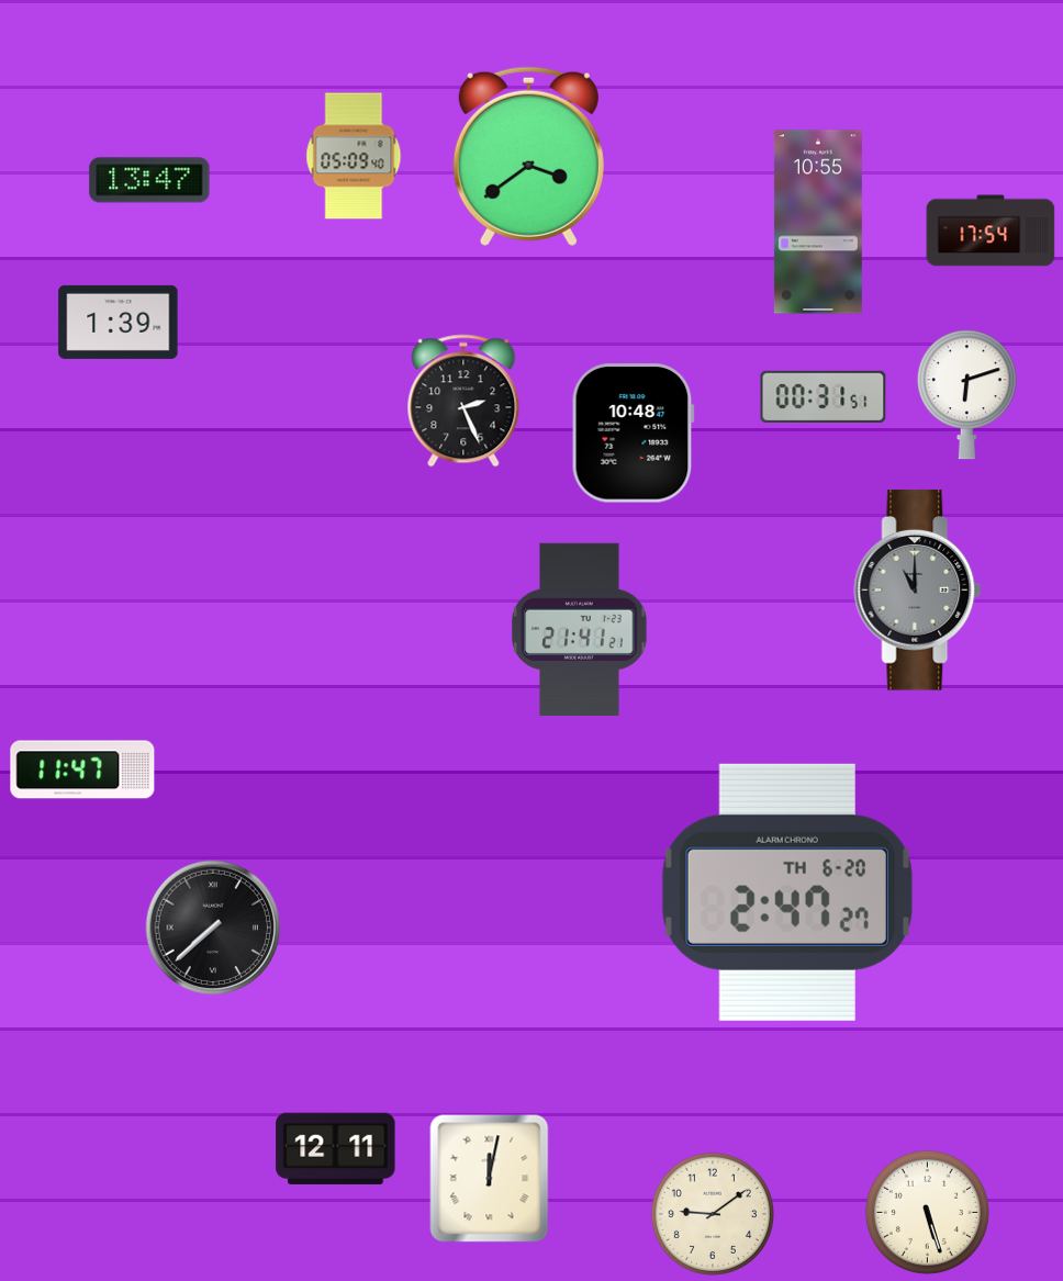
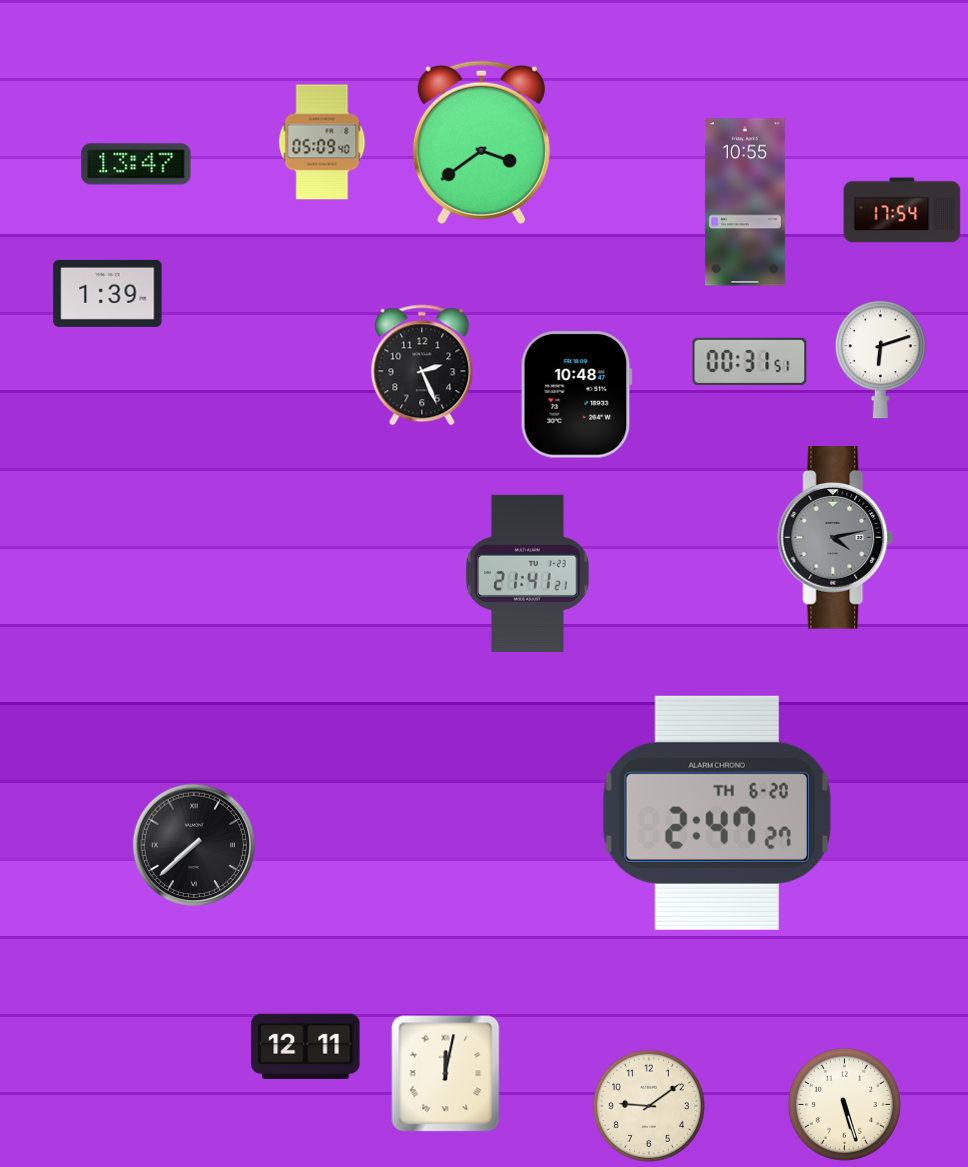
clock at (918, 591): 11:00 -> 4:13
clock at (82, 769): 11:47 -> none
